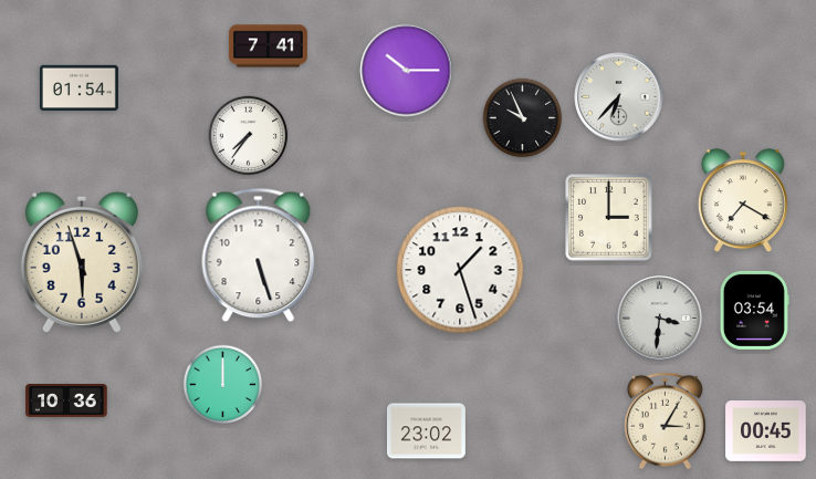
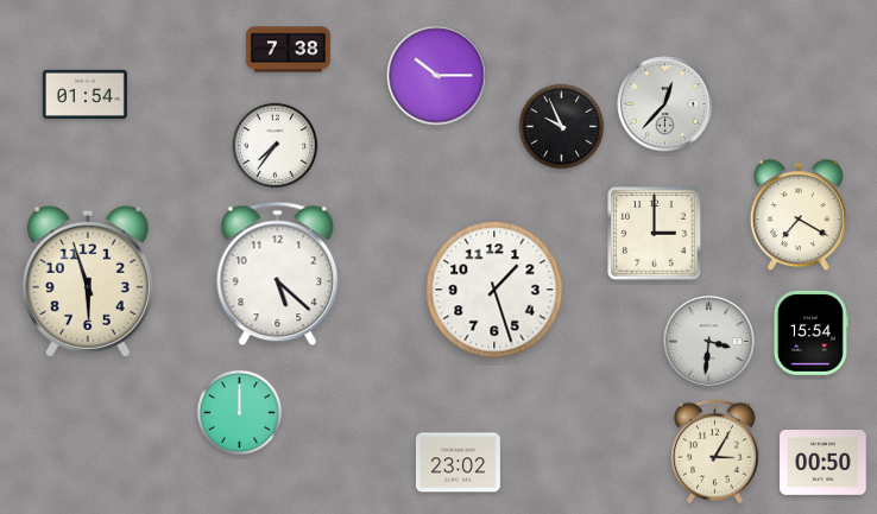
clock at (268, 46): 7:41 -> 7:38
clock at (619, 97): 6:37 -> 12:37
clock at (249, 136) position: (249, 136) -> (276, 146)
clock at (259, 256): 5:27 -> 5:22
clock at (754, 310): 03:54 -> 15:54
clock at (66, 402): 10:36 -> none
clock at (766, 431): 00:45 -> 00:50
